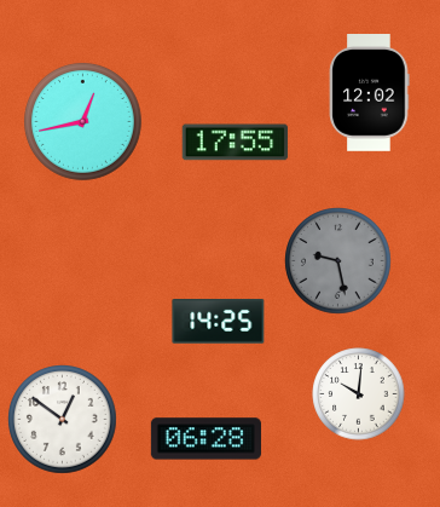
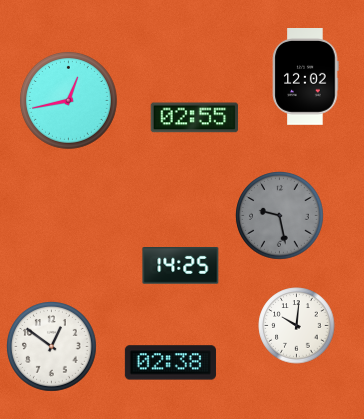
clock at (236, 143): 17:55 -> 02:55
clock at (205, 439): 06:28 -> 02:38
